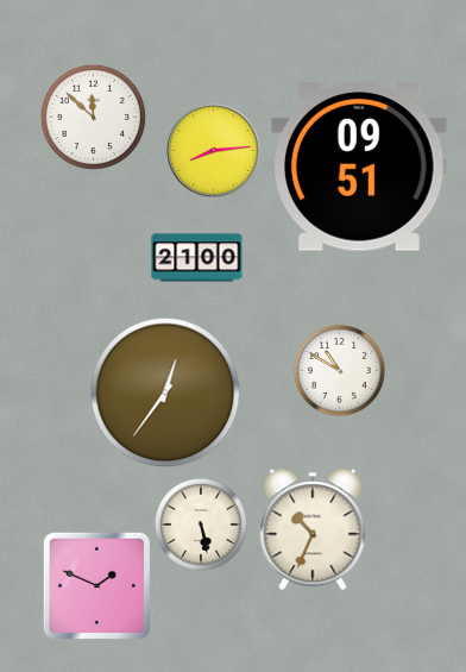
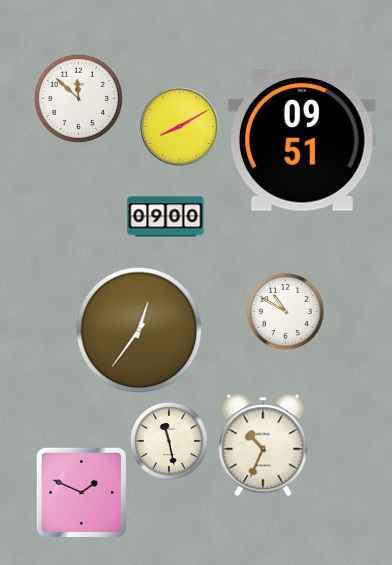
clock at (214, 151): 8:14 -> 8:10
clock at (197, 258): 21:00 -> 09:00
clock at (201, 525): 5:28 -> 11:28
